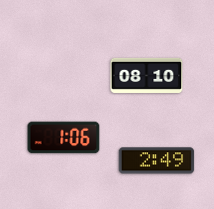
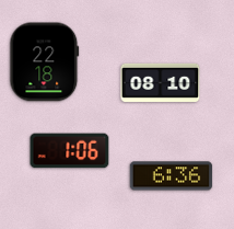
clock at (45, 62): none -> 22:18
clock at (157, 161): 2:49 -> 6:36
